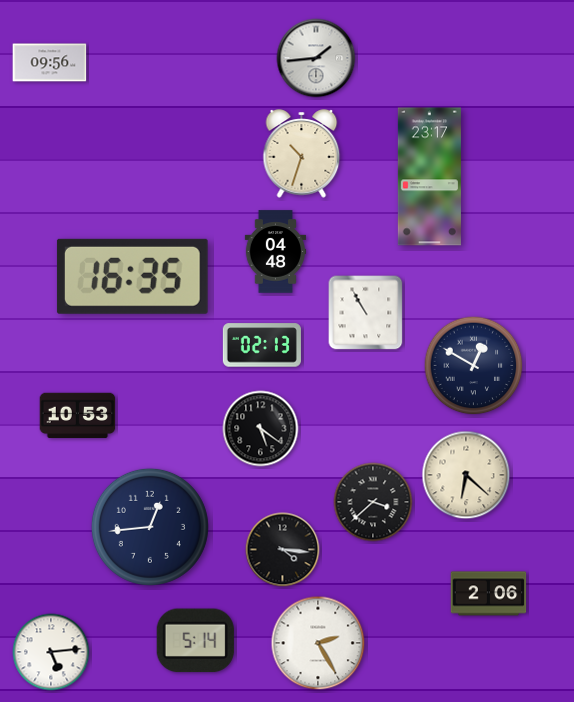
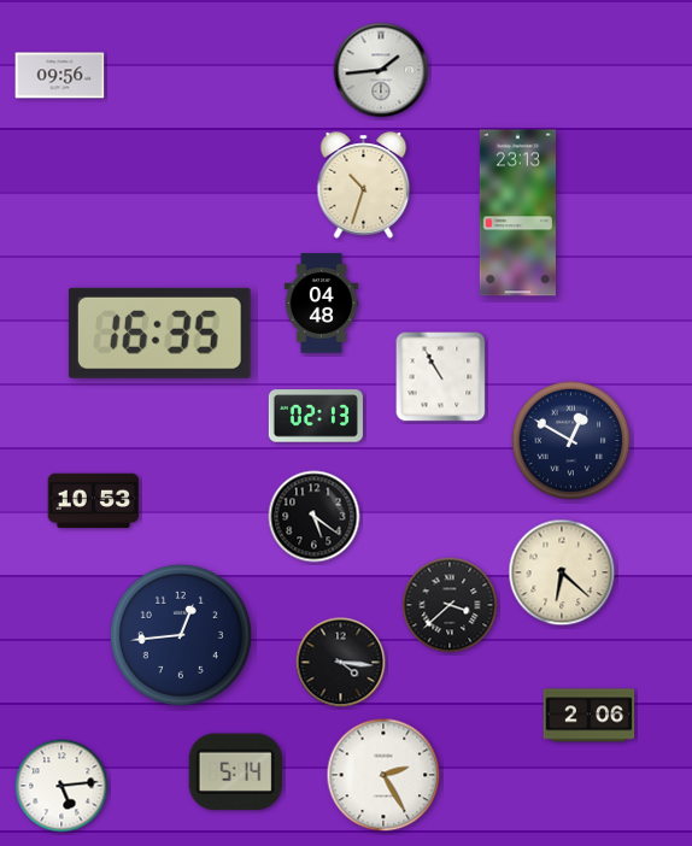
clock at (429, 177): 23:17 -> 23:13
clock at (276, 252) position: (276, 252) -> (322, 304)
